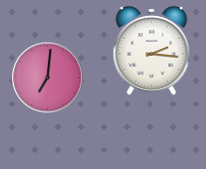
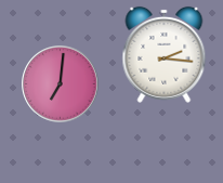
clock at (48, 78) position: (48, 78) -> (61, 84)
